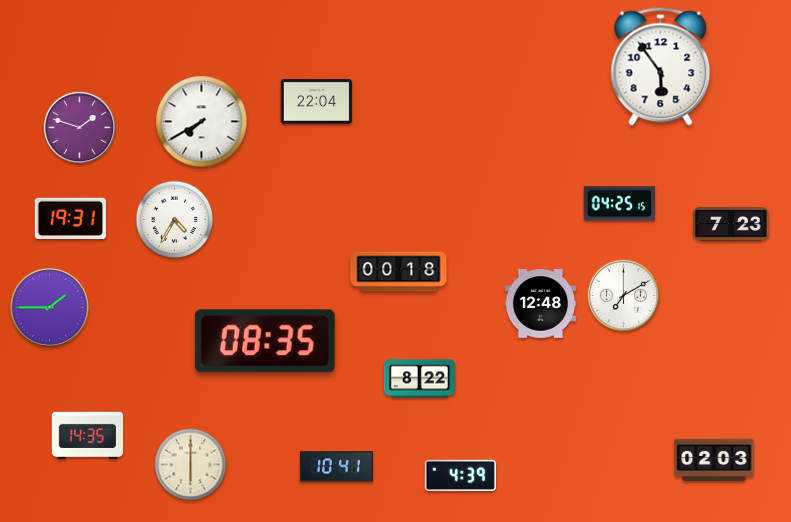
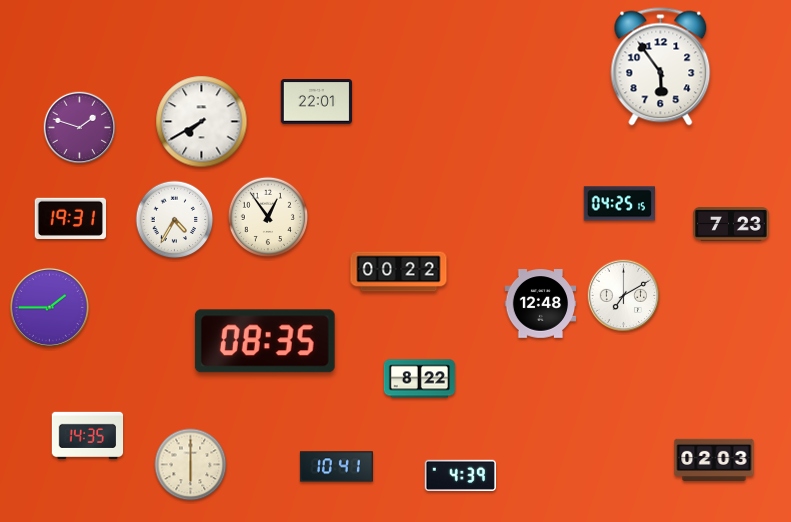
clock at (317, 102): 22:04 -> 22:01
clock at (267, 216): none -> 12:54
clock at (399, 272): 00:18 -> 00:22
